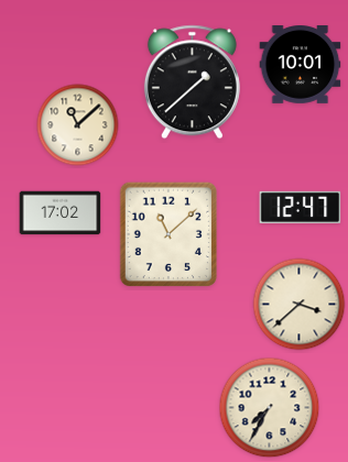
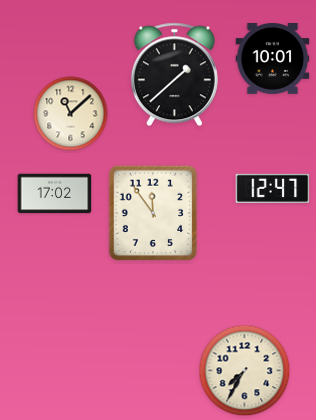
clock at (168, 234): 11:08 -> 11:54
clock at (300, 305): 3:38 -> none
